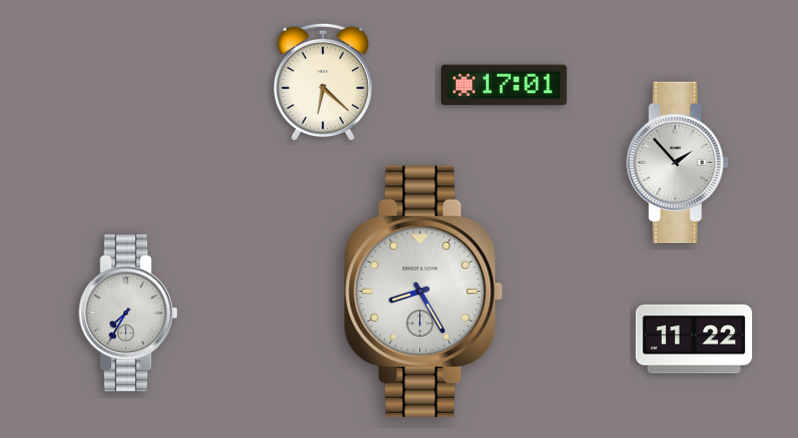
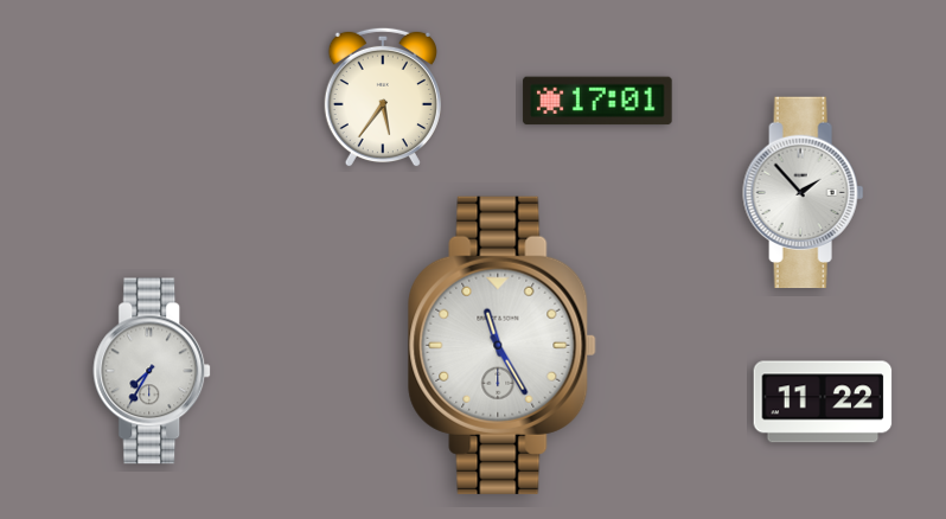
clock at (323, 82): 6:22 -> 5:36
clock at (424, 291): 8:25 -> 11:25
